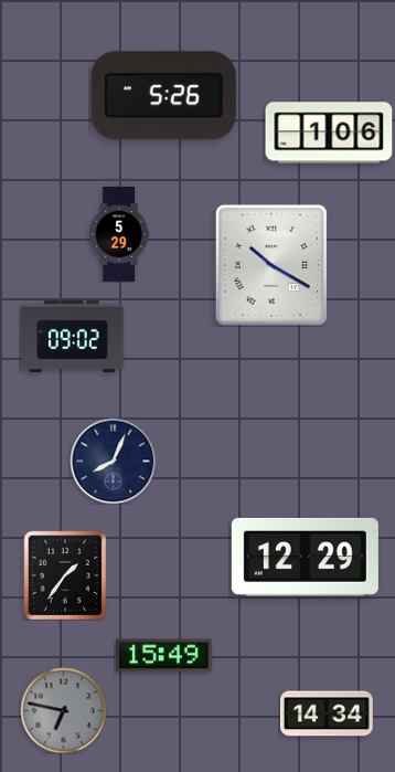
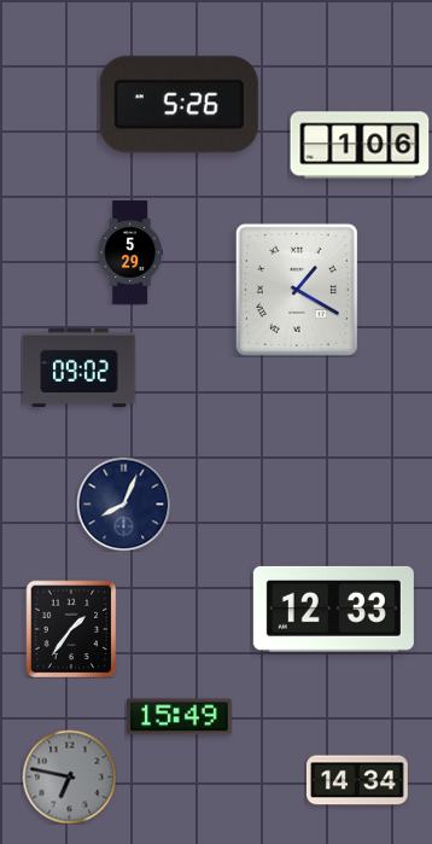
clock at (119, 234) position: (119, 234) -> (130, 252)
clock at (271, 265): 10:20 -> 1:20
clock at (305, 557): 12:29 -> 12:33
